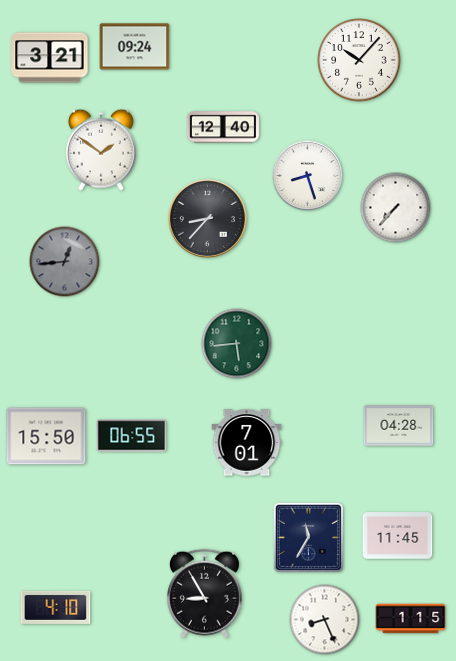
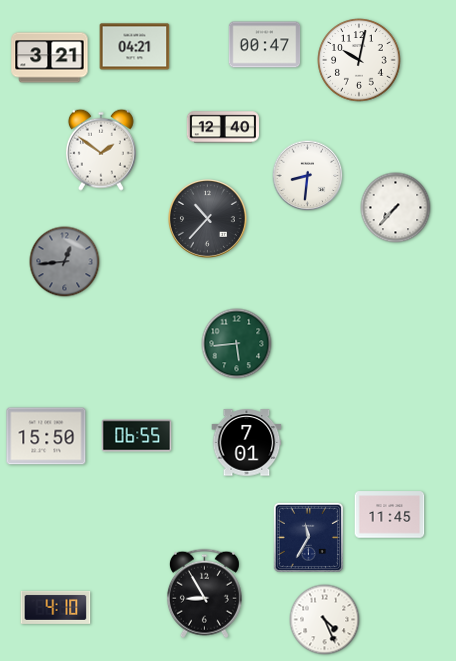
clock at (265, 45): none -> 00:47
clock at (135, 47): 09:24 -> 04:21
clock at (359, 60): 10:07 -> 10:02
clock at (308, 176): 8:27 -> 8:31
clock at (208, 219): 8:37 -> 10:37
clock at (399, 426): 04:28 -> none
clock at (132, 436) position: (132, 436) -> (137, 436)
clock at (398, 536) position: (398, 536) -> (390, 515)
clock at (411, 619): 1:15 -> none
clock at (325, 620): 8:26 -> 4:26
